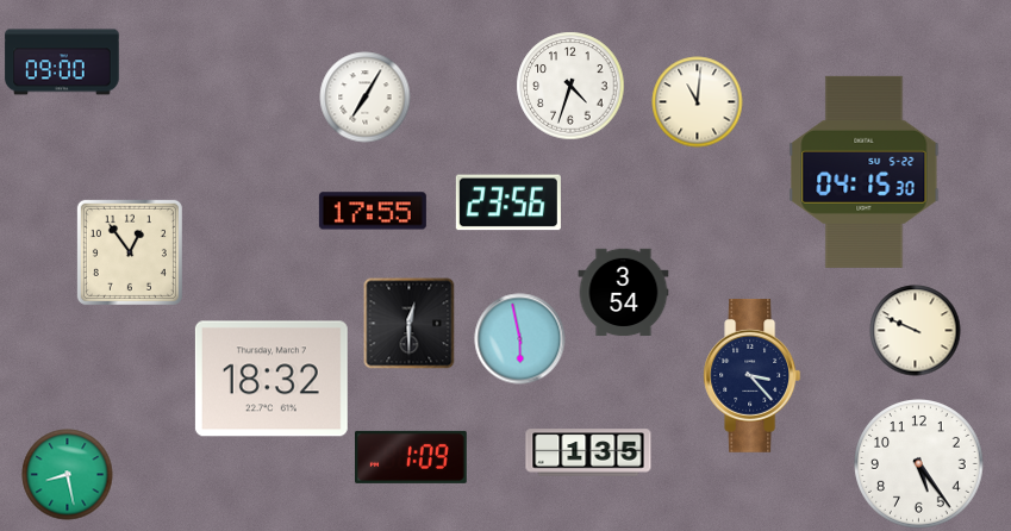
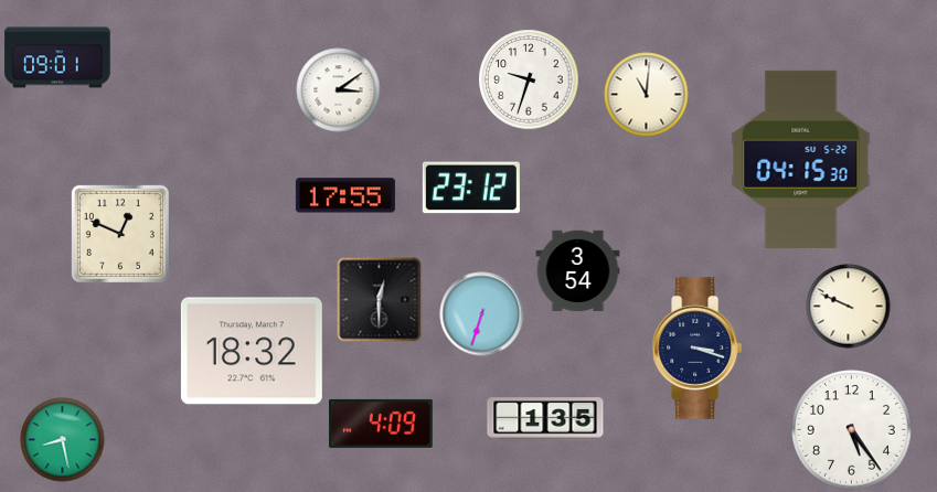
clock at (62, 62): 09:00 -> 09:01
clock at (570, 86): 4:33 -> 9:33
clock at (366, 98): 7:05 -> 3:09
clock at (508, 202): 23:56 -> 23:12
clock at (130, 252): 12:54 -> 12:49
clock at (520, 339): 5:58 -> 6:33
clock at (753, 375): 3:23 -> 3:18
clock at (412, 457): 1:09 -> 4:09
